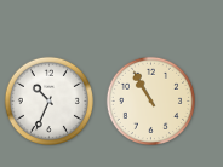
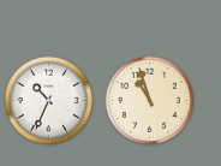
clock at (150, 100): 10:55 -> 10:57
